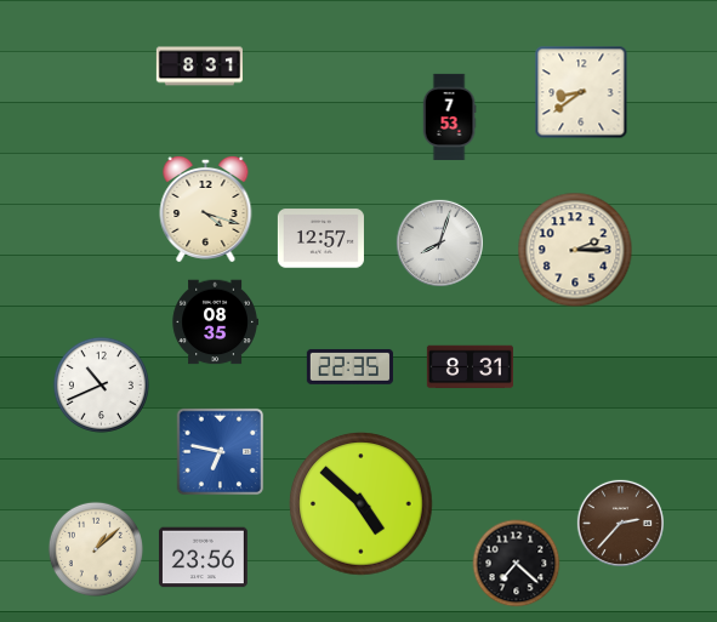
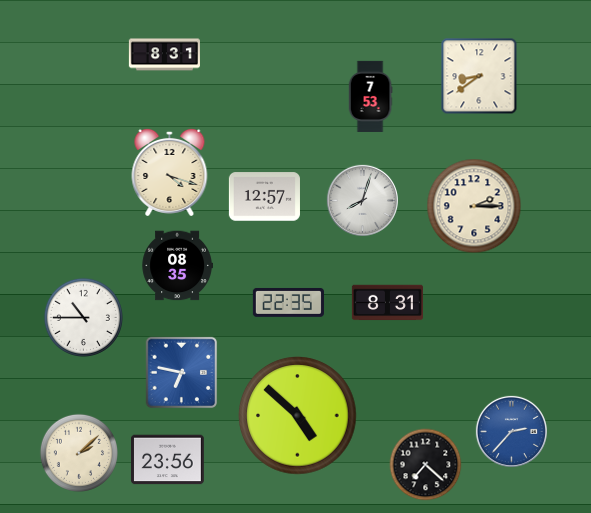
clock at (101, 384): 10:41 -> 10:45
clock at (620, 523) dial: brown -> blue
clock at (96, 549): 1:08 -> 2:08
